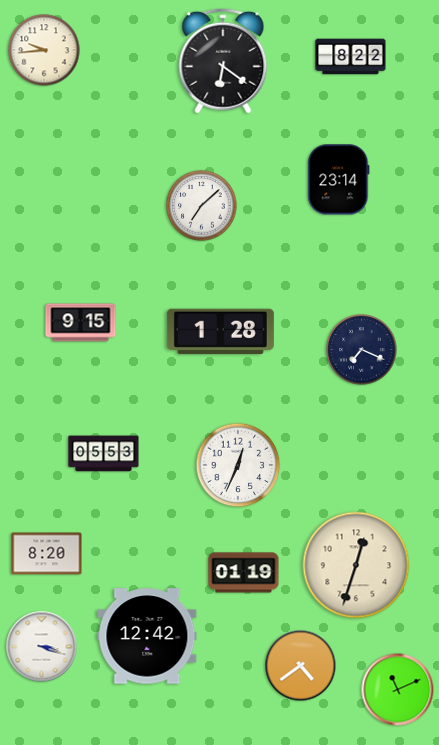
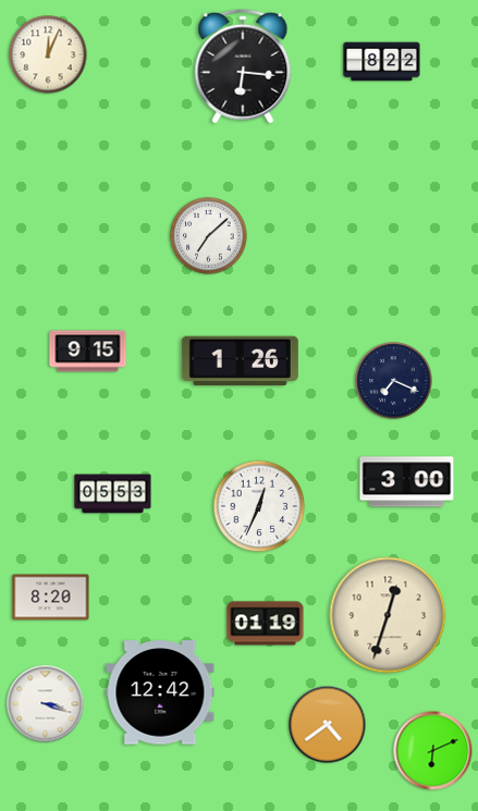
clock at (44, 50): 9:44 -> 12:04
clock at (223, 61): 6:21 -> 6:16
clock at (339, 180): 23:14 -> none
clock at (202, 206) position: (202, 206) -> (209, 236)
clock at (220, 332): 1:28 -> 1:26
clock at (407, 482): none -> 3:00
clock at (47, 554) position: (47, 554) -> (51, 598)
clock at (398, 690): 11:11 -> 6:11
